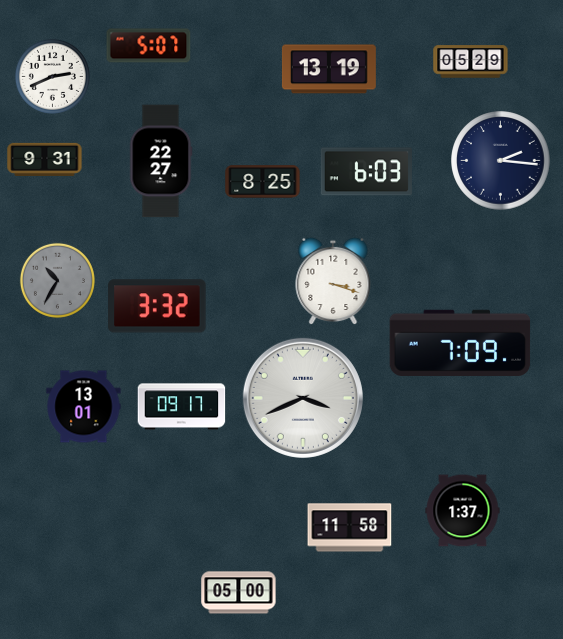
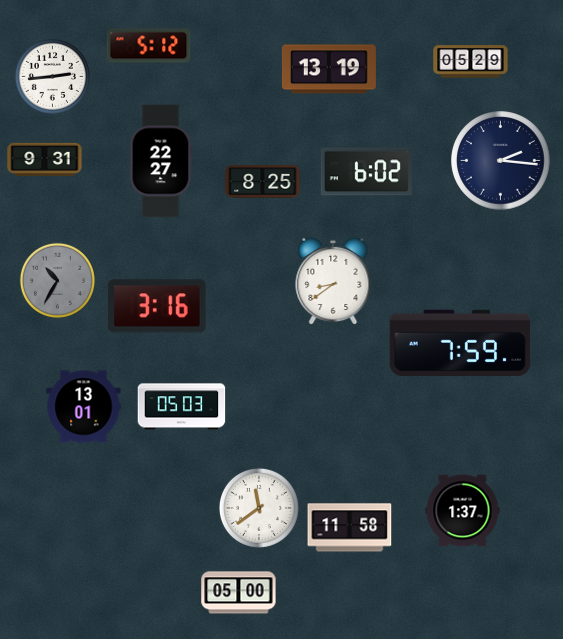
clock at (149, 46): 5:07 -> 5:12
clock at (52, 76): 2:41 -> 2:44
clock at (366, 172): 6:03 -> 6:02
clock at (333, 281): 3:18 -> 8:39
clock at (157, 306): 3:32 -> 3:16
clock at (460, 343): 7:09 -> 7:59
clock at (303, 398): 3:41 -> none
clock at (182, 407): 09:17 -> 05:03
clock at (259, 508): none -> 11:39
